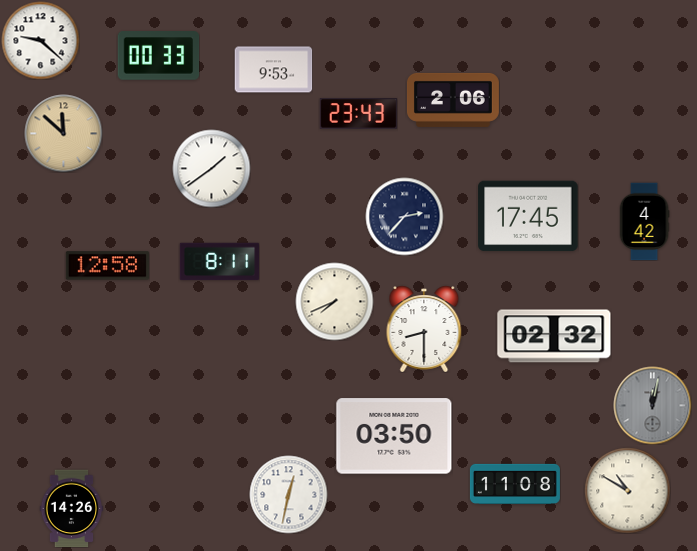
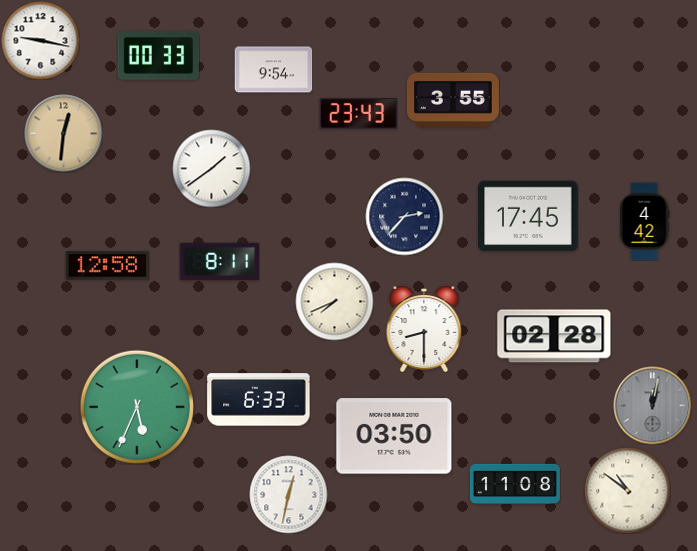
clock at (40, 40): 9:22 -> 9:17
clock at (273, 70): 9:53 -> 9:54
clock at (453, 100): 2:06 -> 3:55
clock at (63, 133): 11:52 -> 12:31
clock at (554, 336): 02:32 -> 02:28
clock at (259, 400): none -> 6:33
clock at (136, 406): none -> 5:34
clock at (627, 490): 10:50 -> 10:51
clock at (72, 508): 14:26 -> none
